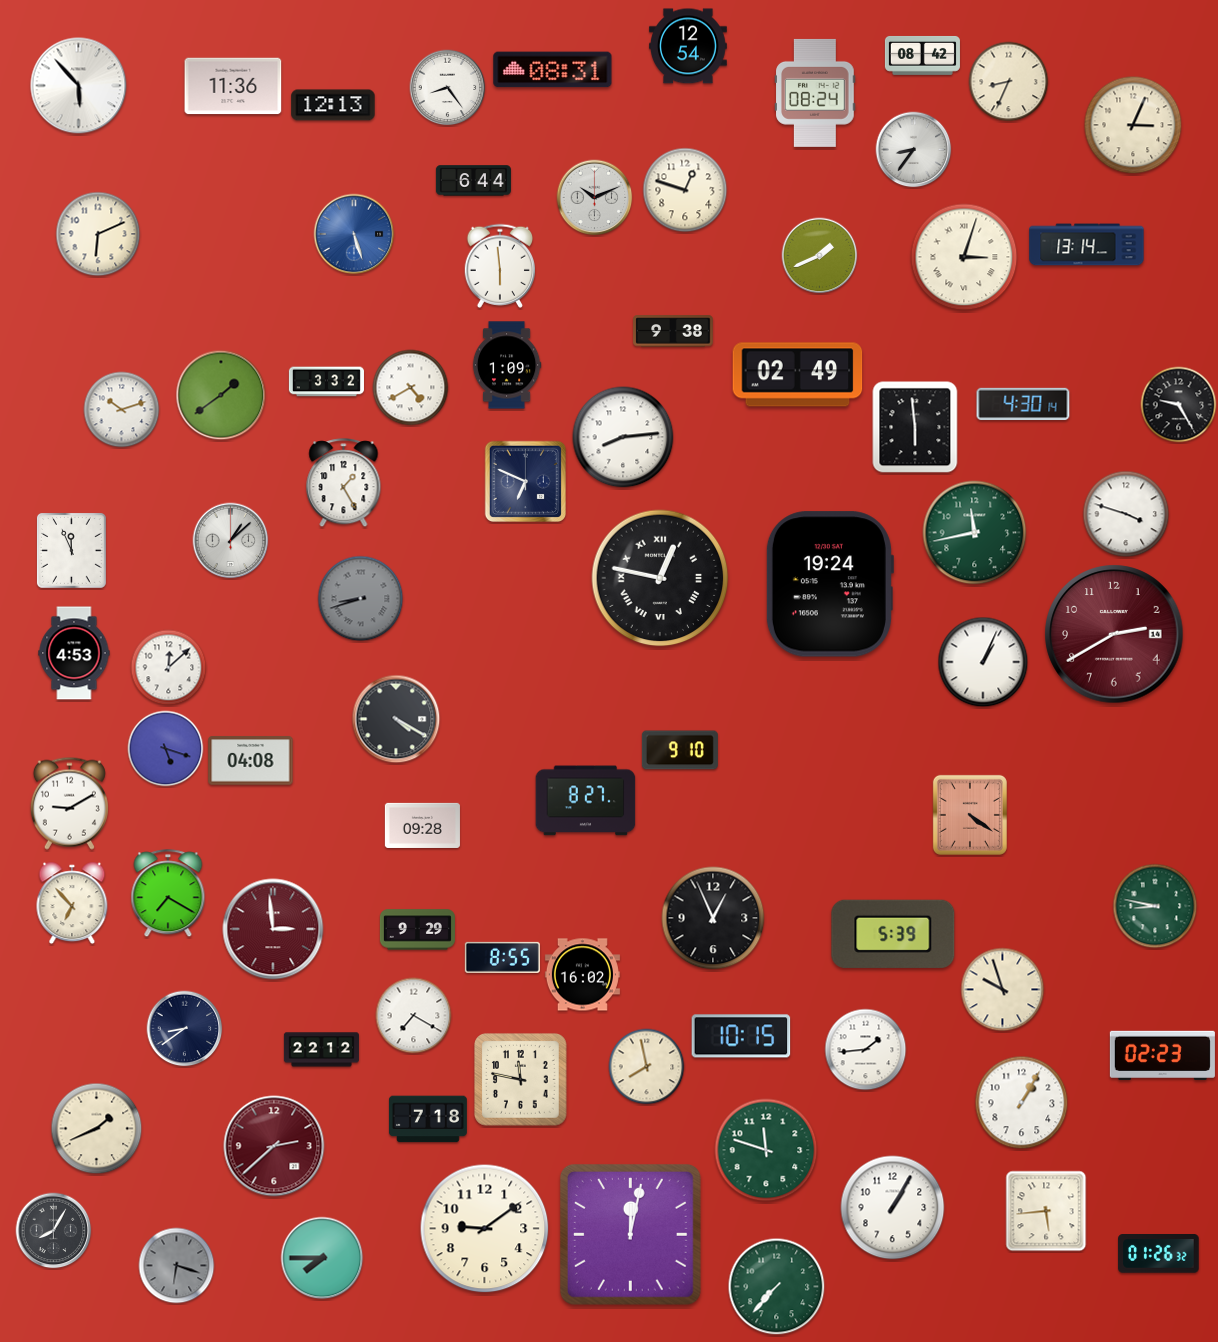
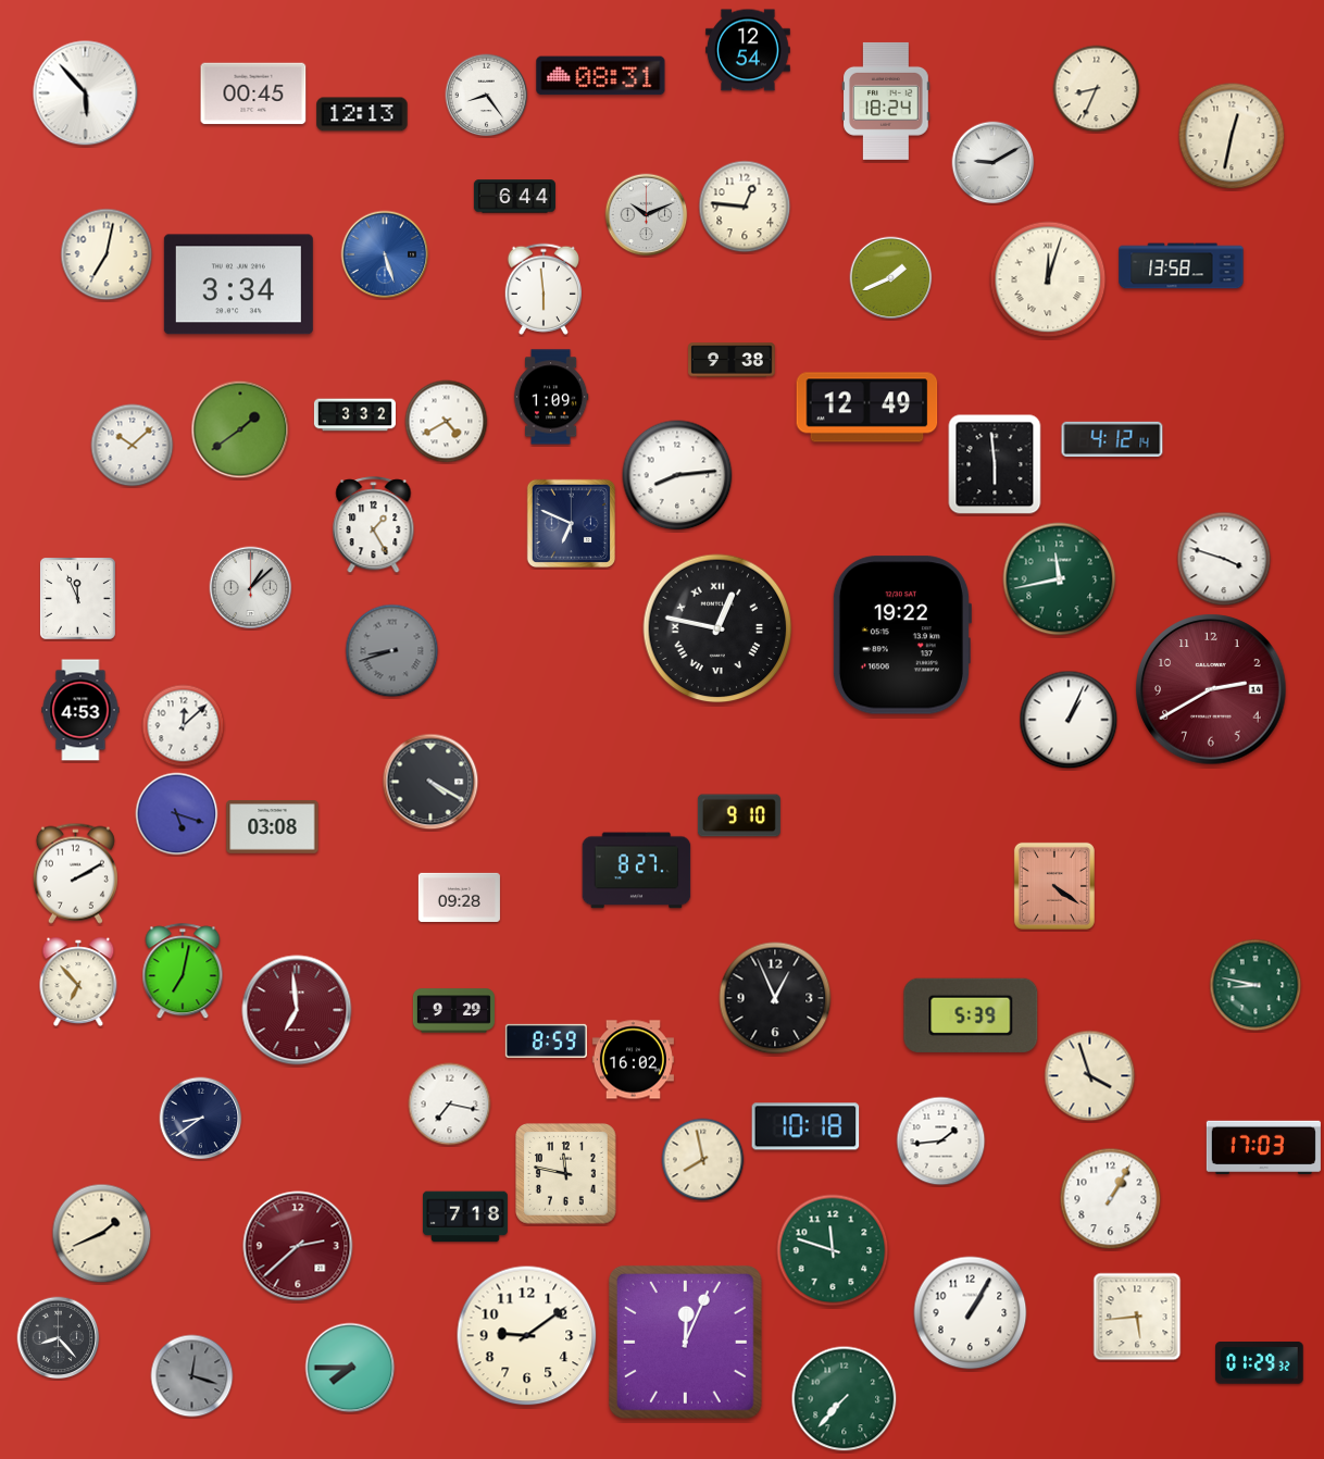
clock at (922, 55): 08:42 -> none
clock at (233, 86): 11:36 -> 00:45
clock at (816, 93): 08:24 -> 18:24
clock at (1133, 125): 3:04 -> 12:32
clock at (914, 150): 8:36 -> 9:10
clock at (685, 190): 12:48 -> 12:46
clock at (98, 234): 6:11 -> 7:02
clock at (1087, 245): 13:14 -> 13:58
clock at (964, 257): 3:03 -> 12:03
clock at (238, 285): none -> 3:34
clock at (798, 375): 02:49 -> 12:49
clock at (1023, 404): 4:30 -> 4:12
clock at (1179, 405): 9:25 -> none
clock at (122, 410): 10:12 -> 10:08
clock at (829, 584): 19:24 -> 19:22
clock at (166, 749) position: (166, 749) -> (177, 814)
clock at (251, 761): 04:08 -> 03:08
clock at (69, 803): 9:10 -> 2:10
clock at (168, 894): 7:20 -> 7:02
clock at (273, 929): 2:59 -> 6:59
clock at (502, 957): 8:55 -> 8:59
clock at (1003, 990): 9:57 -> 3:57
clock at (414, 1016): 7:20 -> 7:17
clock at (741, 1036): 10:15 -> 10:18
clock at (321, 1050): 22:12 -> none
clock at (1162, 1055): 02:23 -> 17:03
clock at (97, 1129) position: (97, 1129) -> (102, 1234)
clock at (54, 1231): 8:05 -> 8:23
clock at (630, 1234): 12:02 -> 12:04
clock at (1159, 1254): 01:26 -> 01:29
clock at (177, 1266): 6:18 -> 12:18
